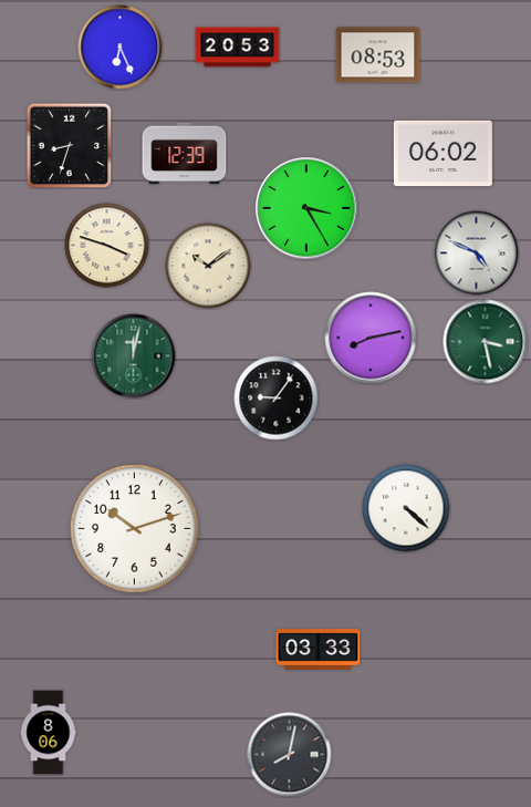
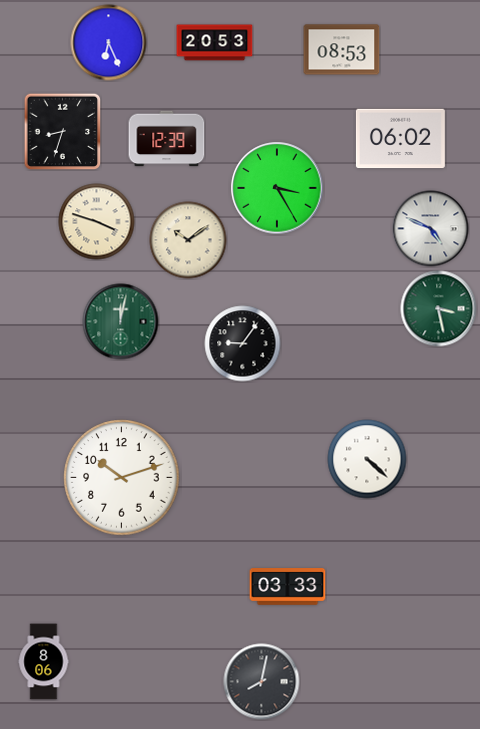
clock at (371, 338): 8:13 -> none
clock at (277, 399) position: (277, 399) -> (243, 344)
